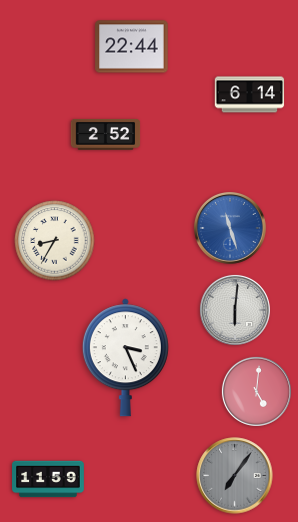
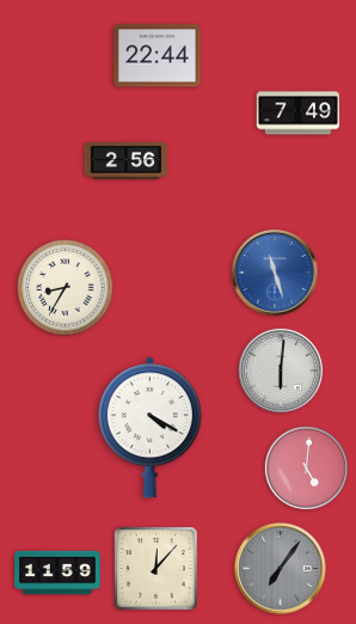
clock at (250, 95): 6:14 -> 7:49
clock at (106, 135): 2:52 -> 2:56
clock at (125, 358): 3:26 -> 4:20
clock at (156, 569): none -> 12:07
